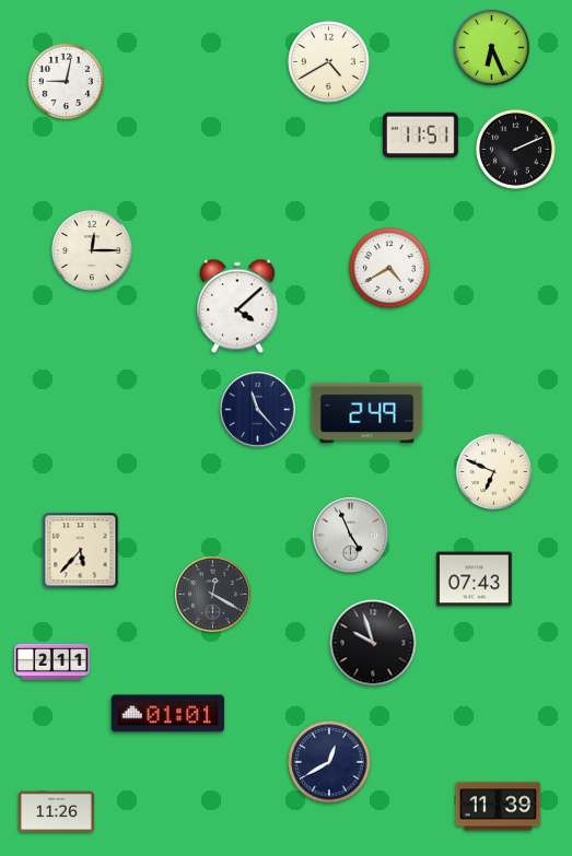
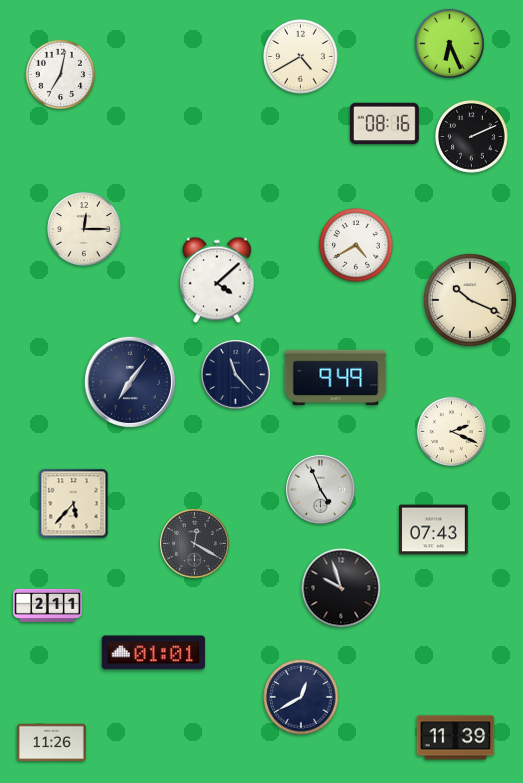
clock at (66, 81): 9:02 -> 7:02
clock at (420, 136): 11:51 -> 08:16
clock at (470, 300): none -> 10:19
clock at (367, 413): 2:49 -> 9:49
clock at (130, 382): none -> 7:06
clock at (493, 471): 6:49 -> 2:19
